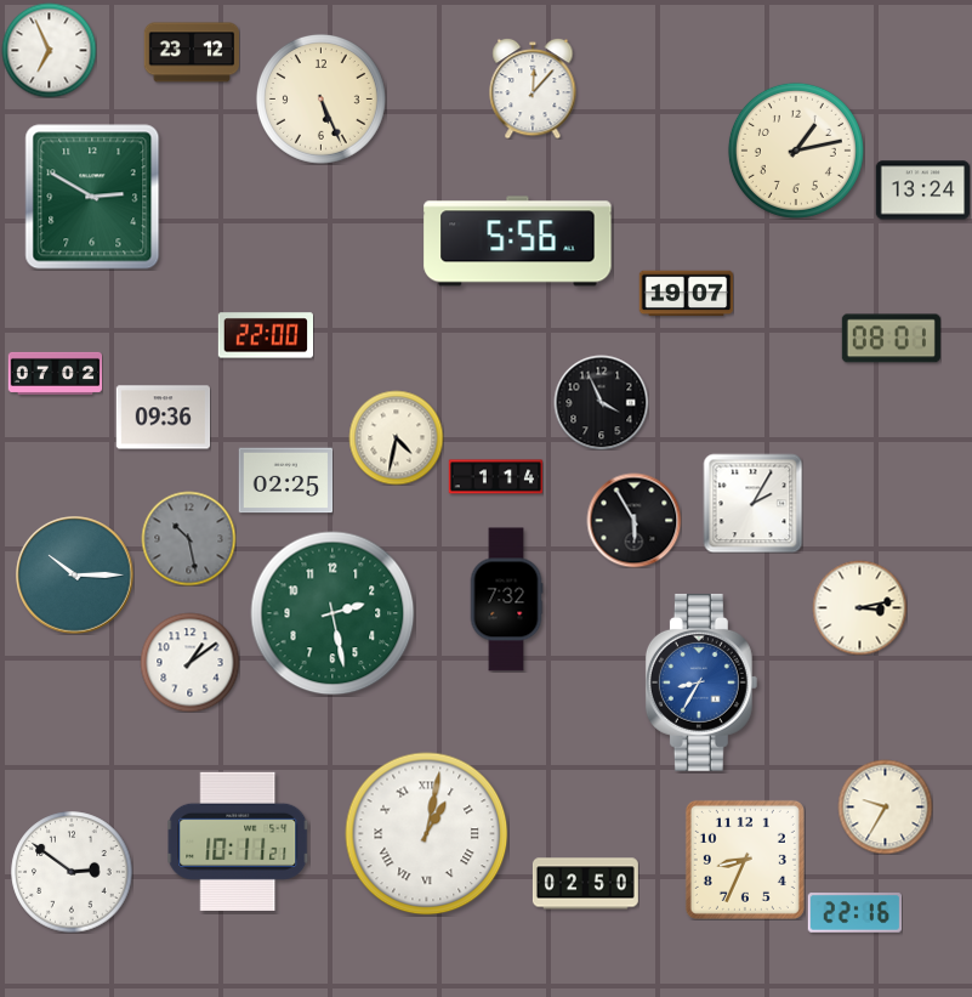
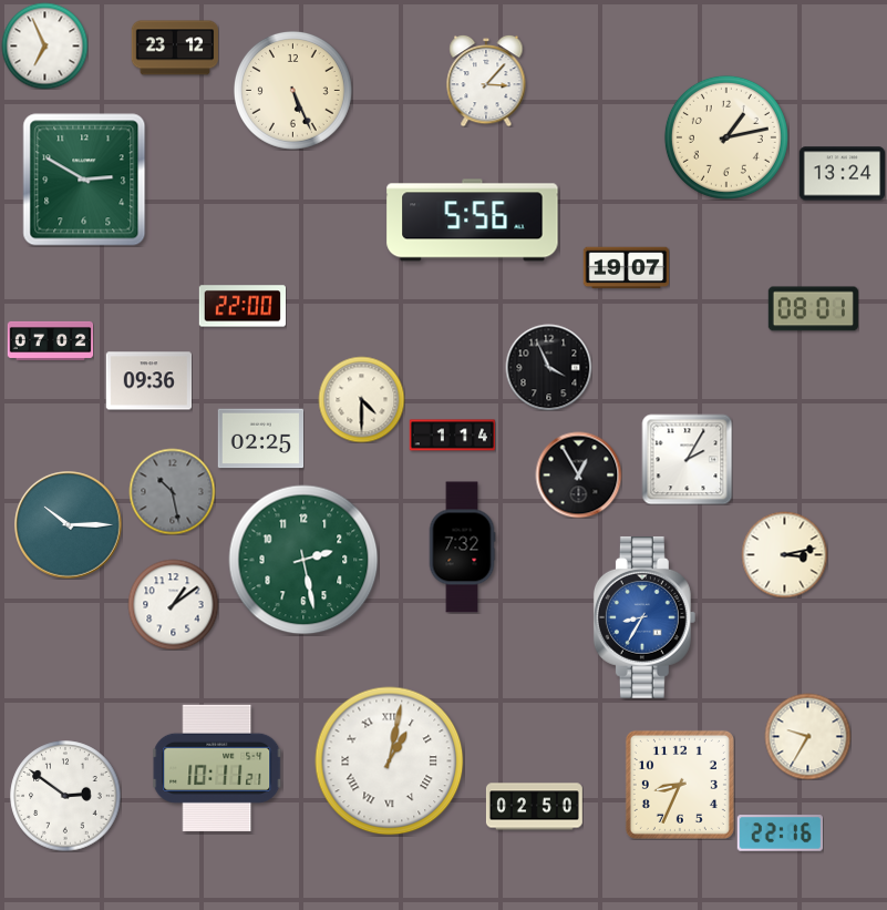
clock at (533, 89): 12:07 -> 3:07
clock at (396, 437): 4:32 -> 4:30
clock at (633, 520): 5:55 -> 12:55
clock at (701, 682) position: (701, 682) -> (644, 617)
